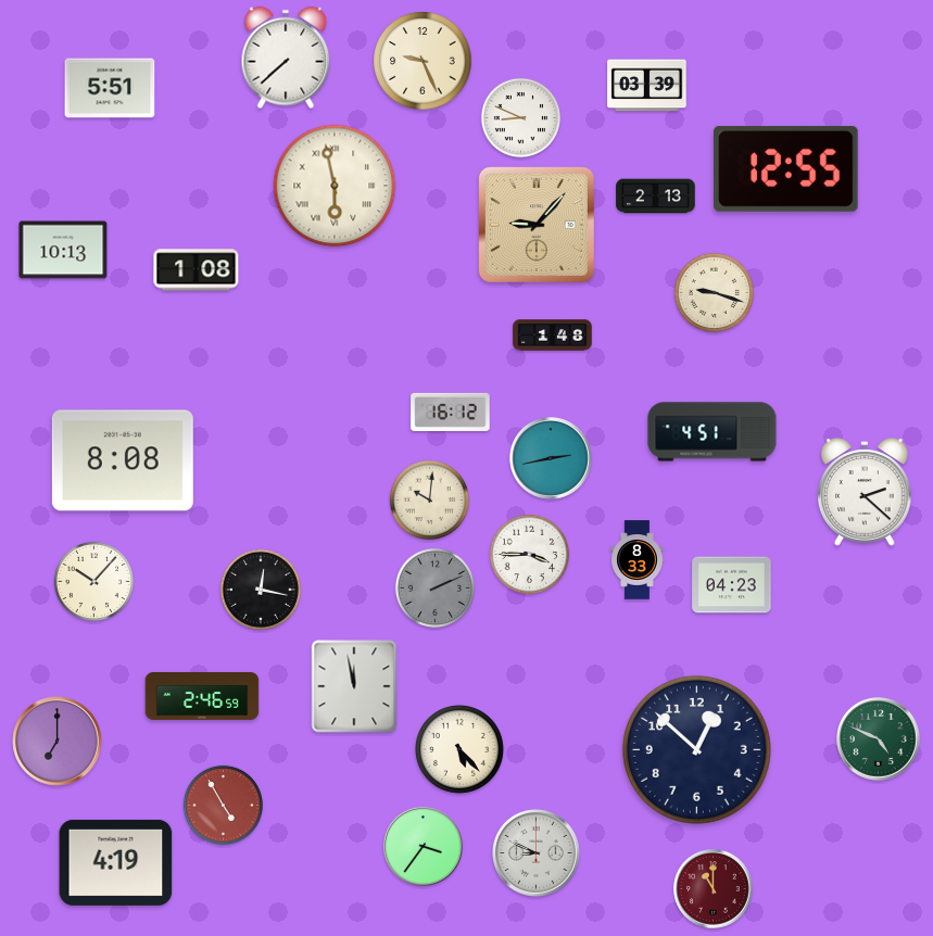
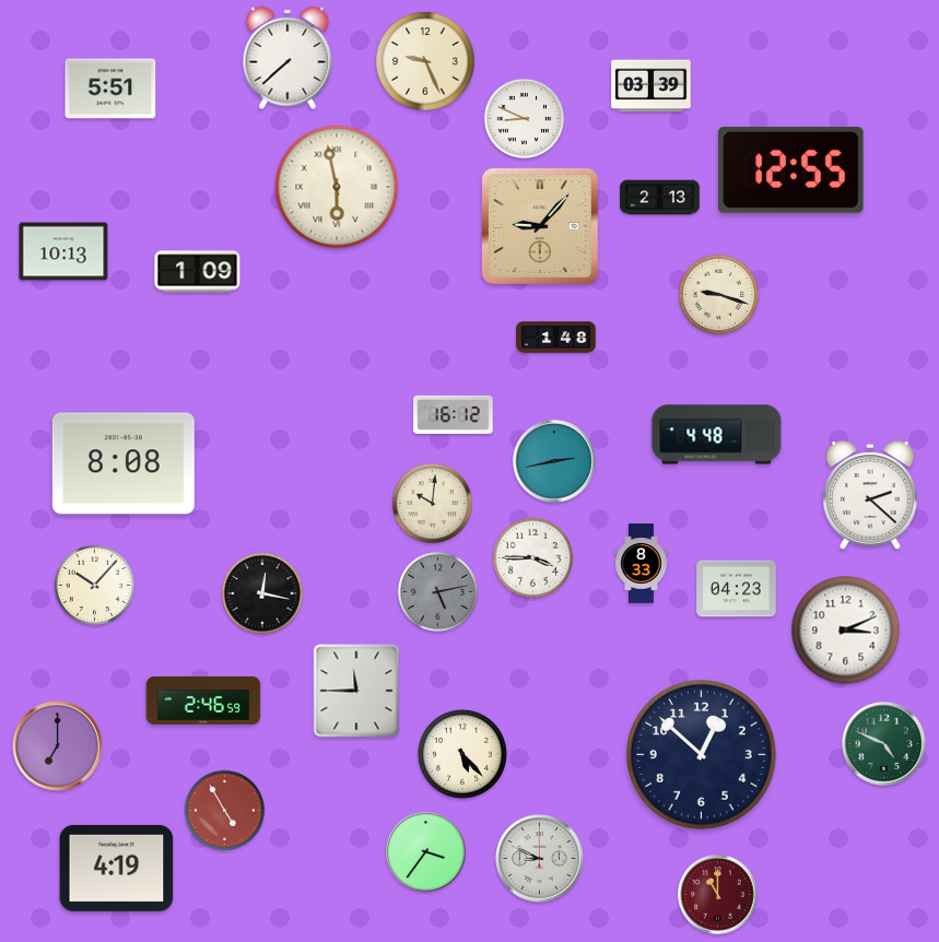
clock at (197, 270): 1:08 -> 1:09
clock at (713, 432): 4:51 -> 4:48
clock at (436, 589): 2:11 -> 5:13
clock at (846, 631): none -> 3:11
clock at (354, 686): 11:58 -> 11:45
